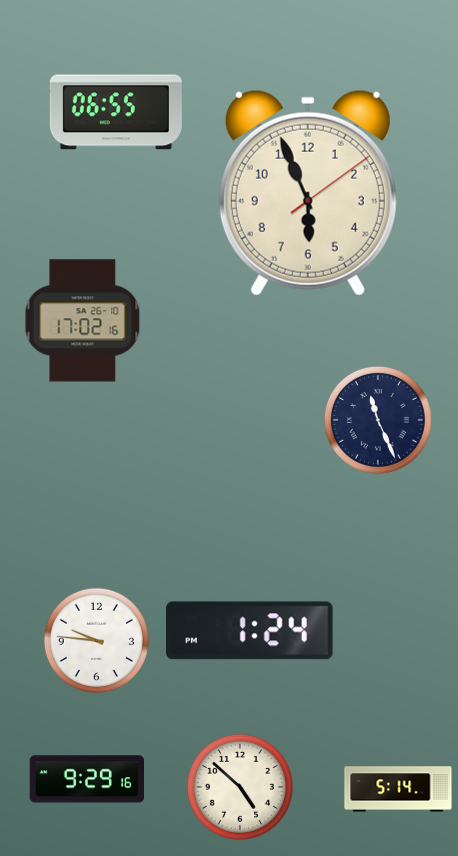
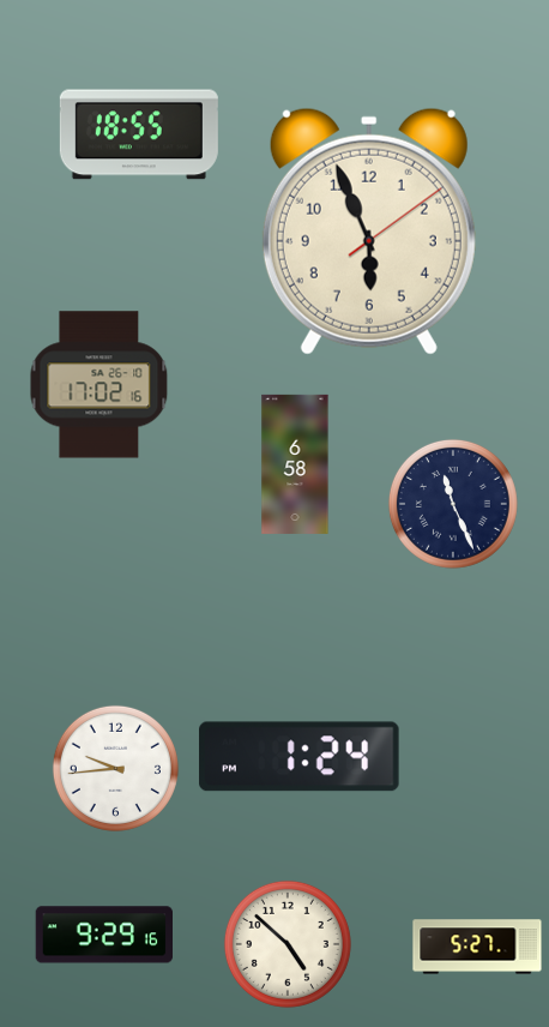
clock at (116, 112): 06:55 -> 18:55
clock at (295, 464): none -> 6:58
clock at (96, 640): 9:46 -> 9:44
clock at (398, 789): 5:14 -> 5:27
